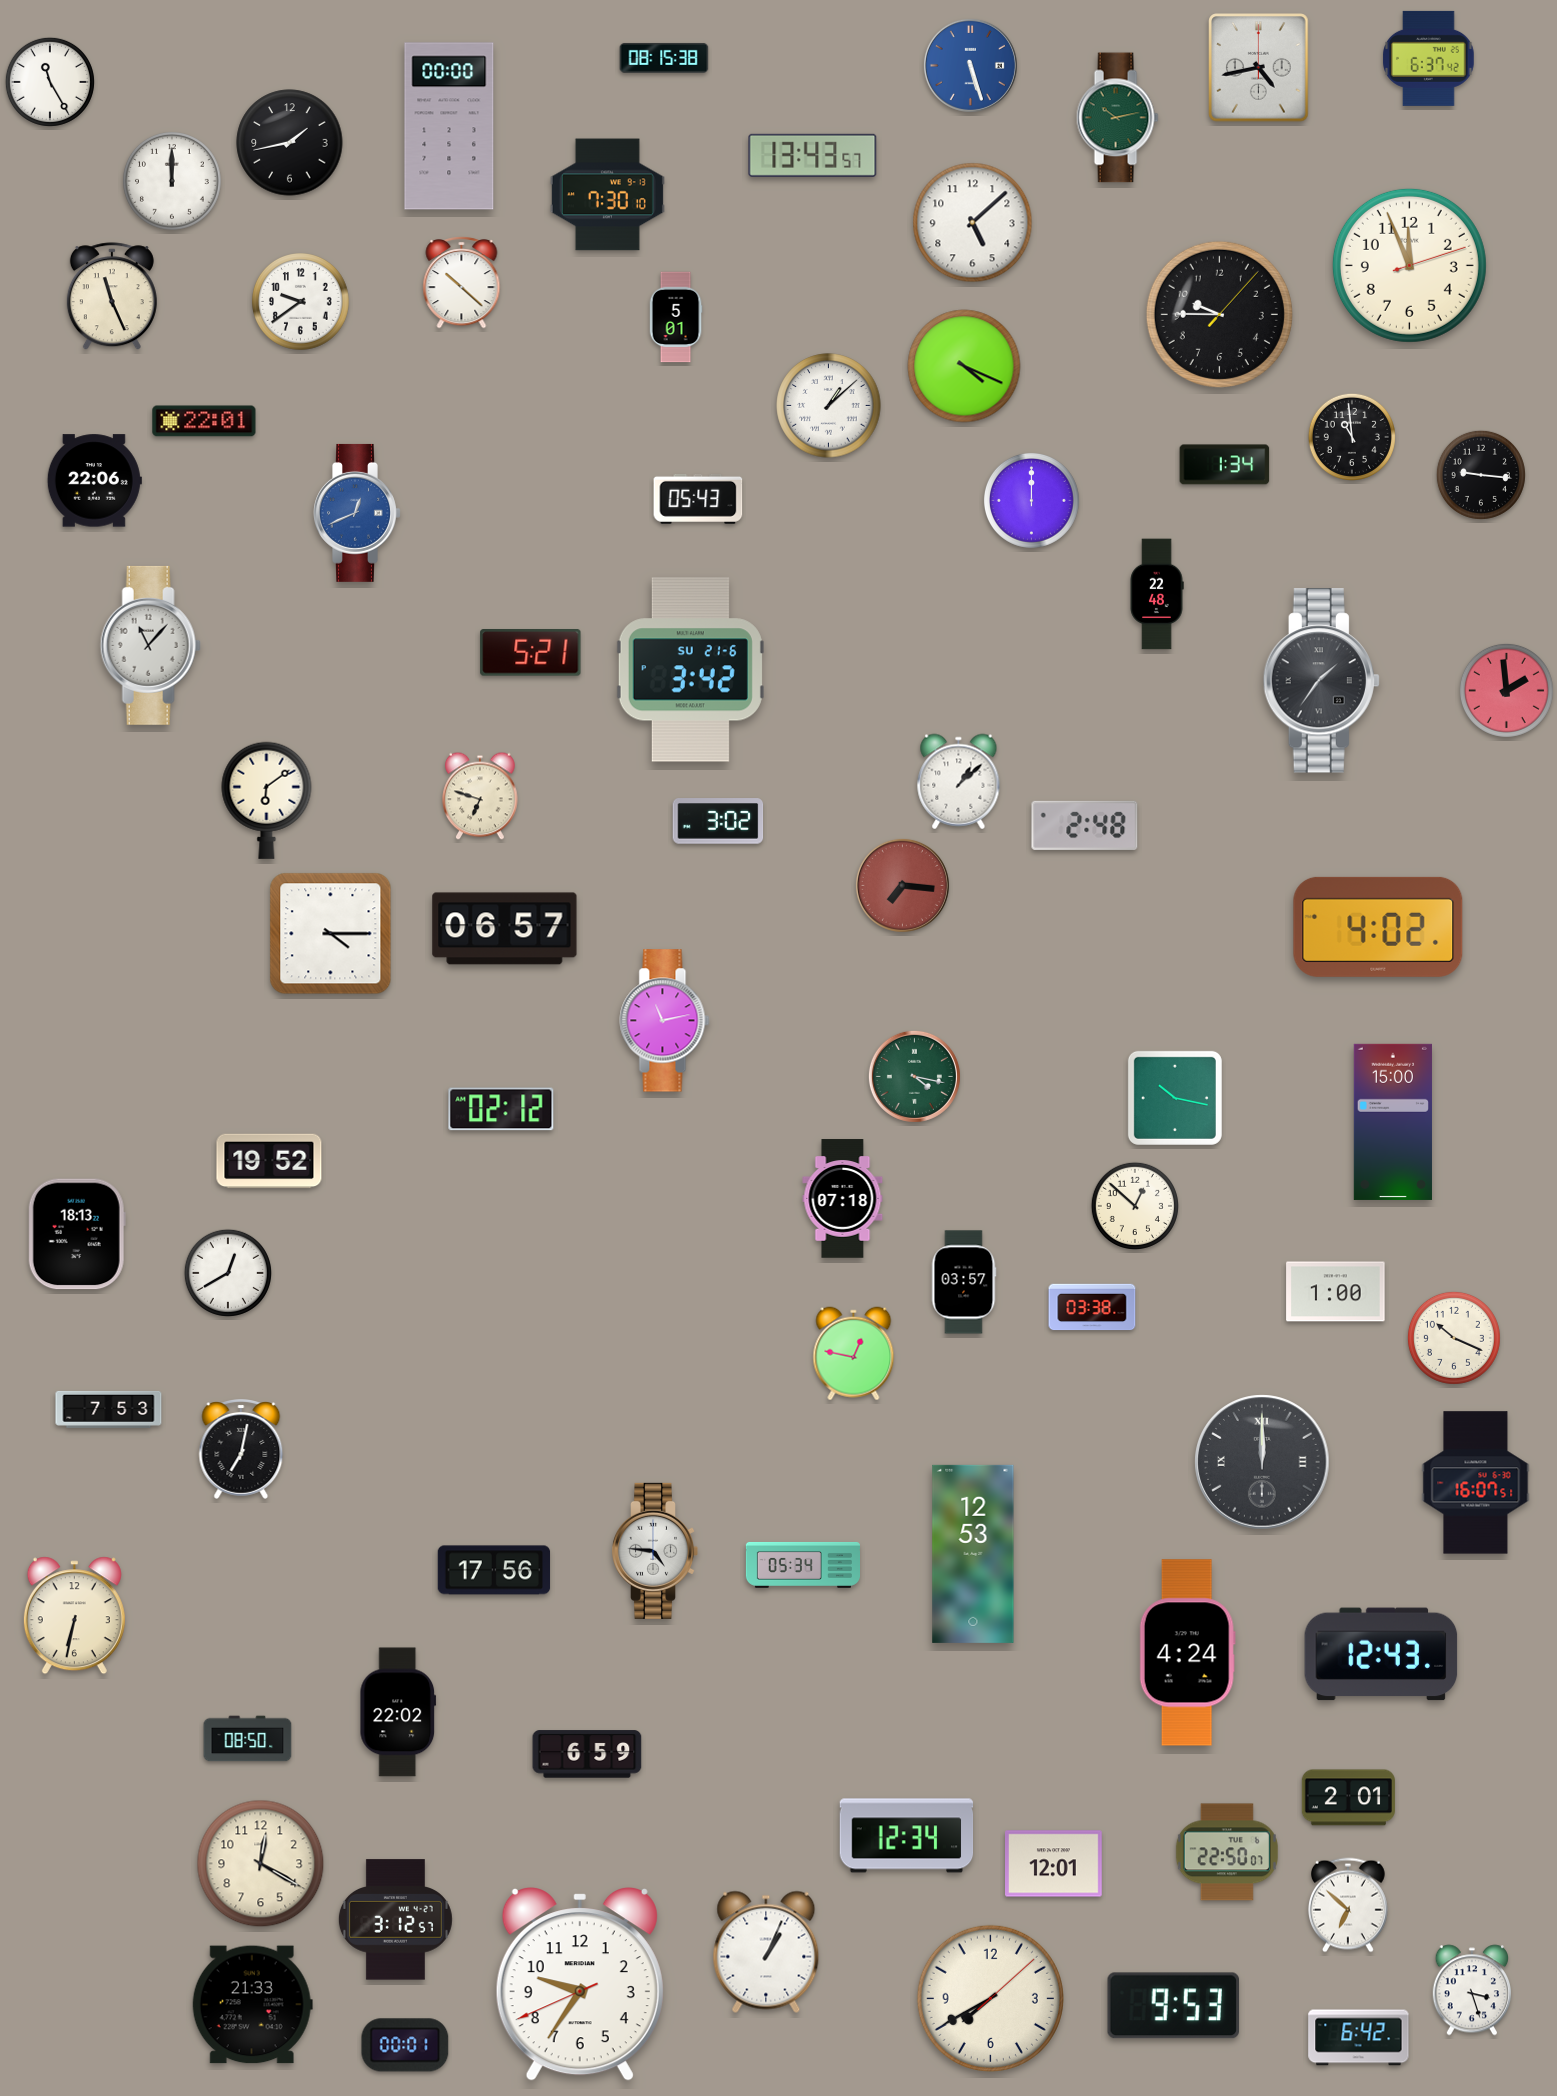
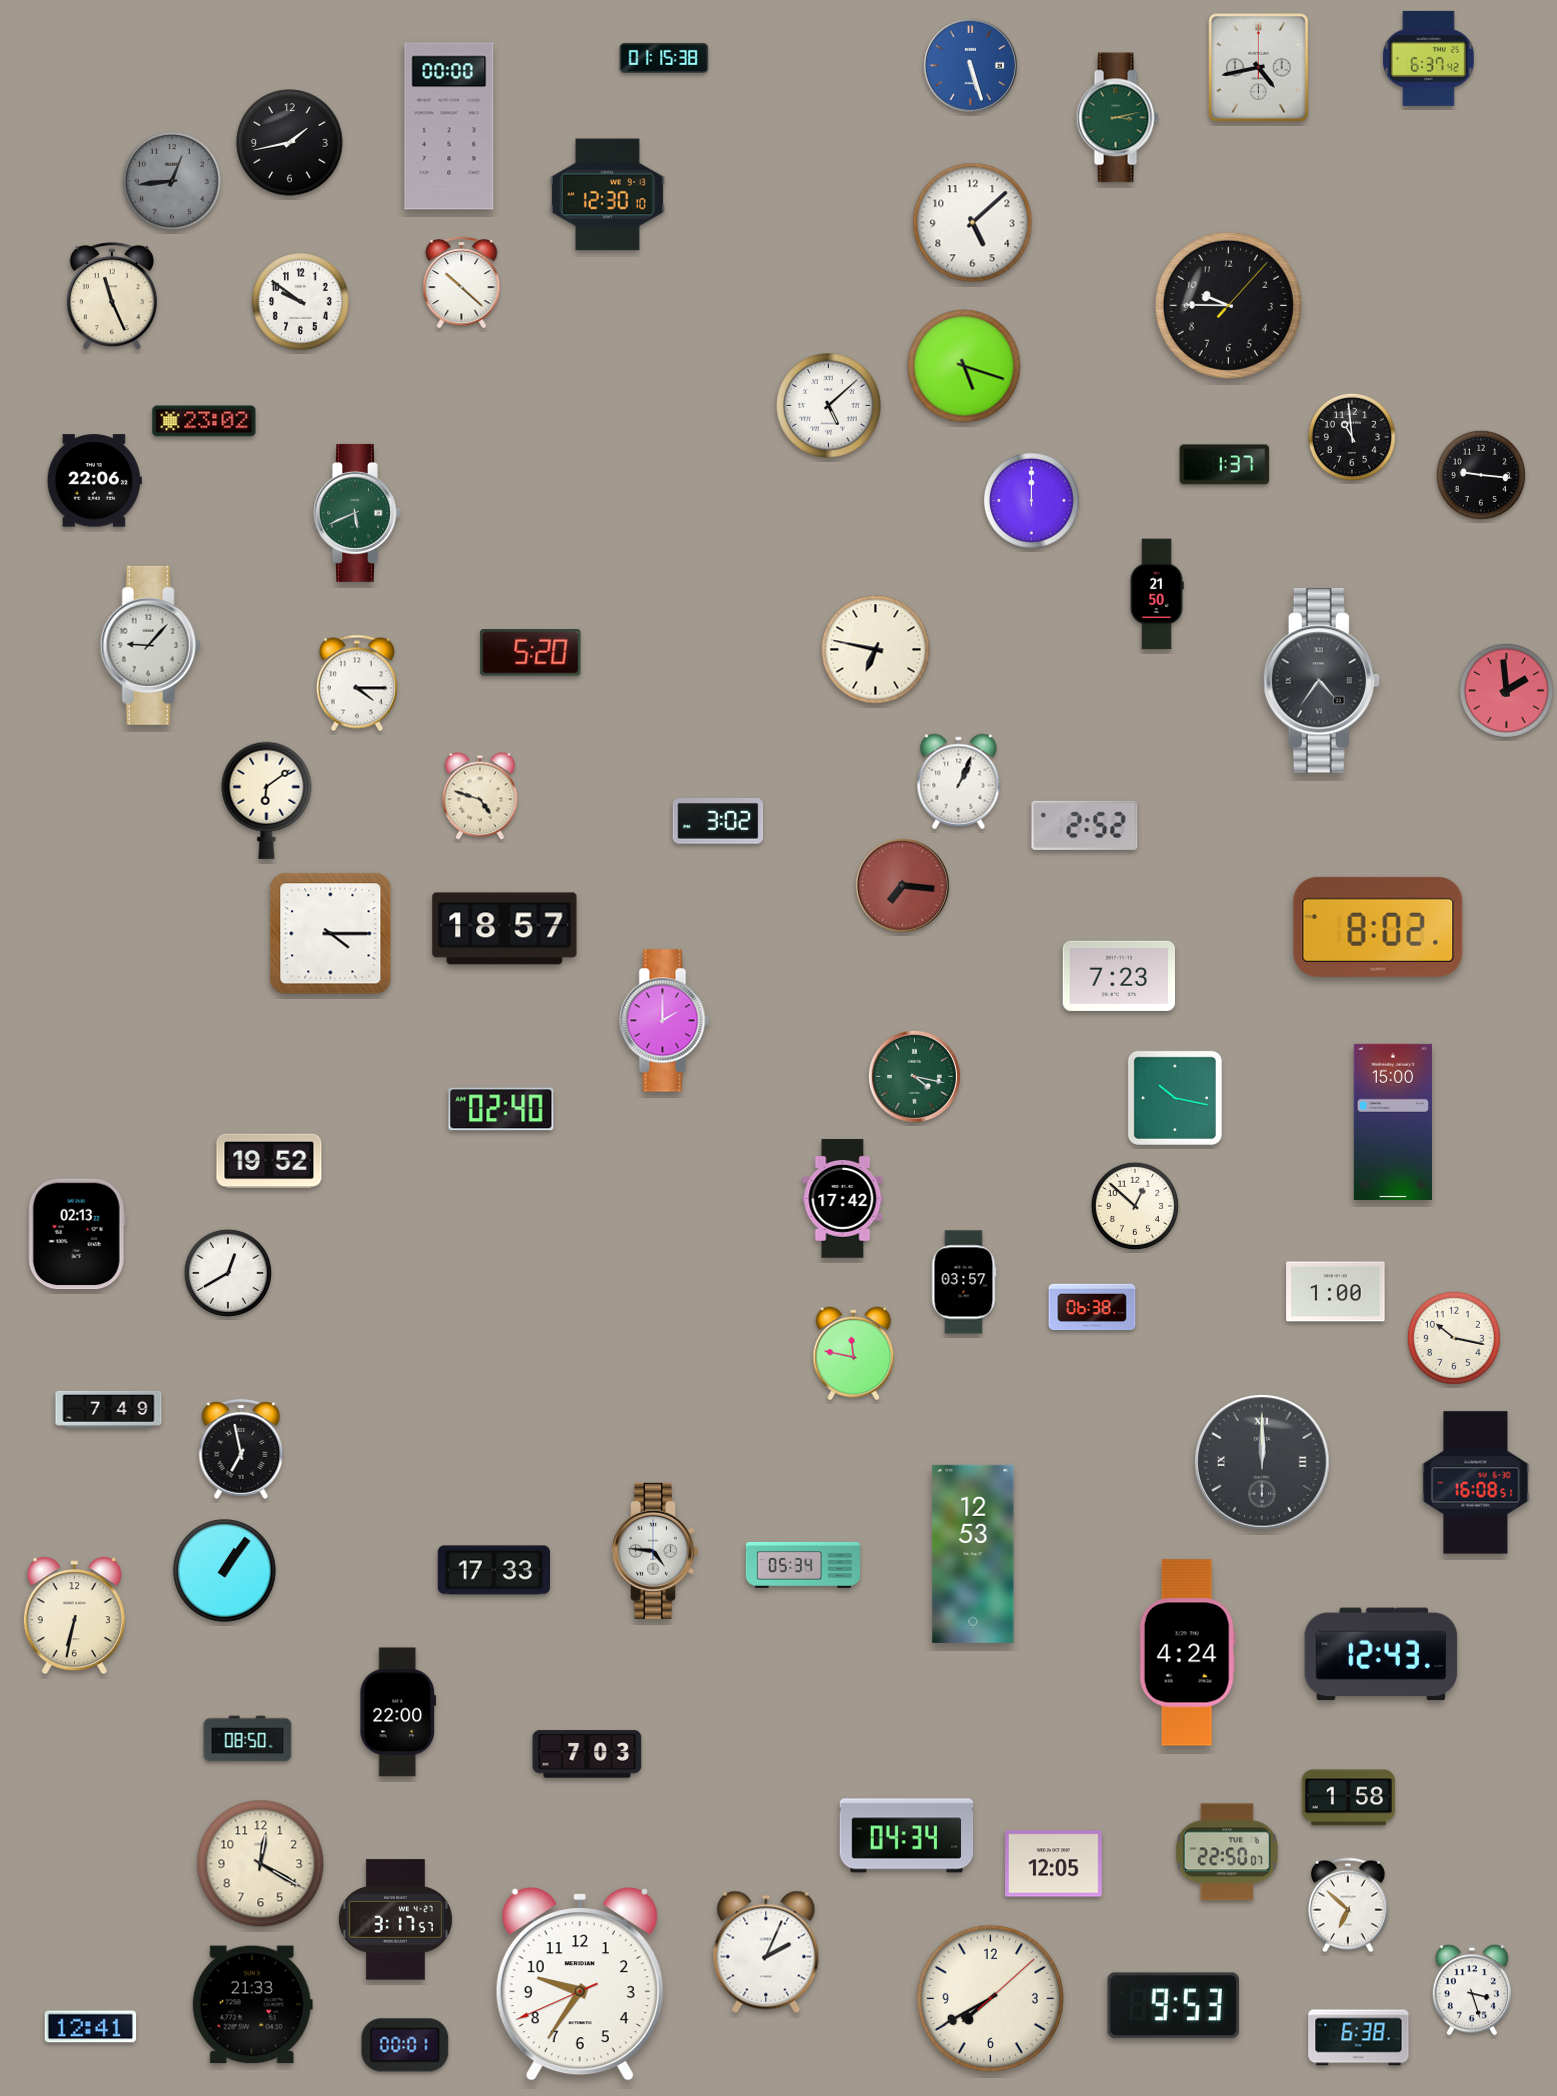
clock at (664, 58): 08:15 -> 01:15
clock at (50, 82): 11:25 -> none
clock at (1117, 118): 10:13 -> 3:13
clock at (813, 155): 13:43 -> none
clock at (173, 182): 12:00 -> 12:44
clock at (173, 182) dial: white -> grey
clock at (607, 195): 7:30 -> 12:30
clock at (1409, 265): 11:56 -> none
clock at (301, 302): 9:39 -> 9:51
clock at (1219, 314) position: (1219, 314) -> (1228, 305)
clock at (676, 317): 5:01 -> none
clock at (964, 366): 4:19 -> 5:18
clock at (829, 406): 1:08 -> 5:08
clock at (204, 421): 22:01 -> 23:02
clock at (1225, 465): 1:34 -> 1:37
clock at (698, 499): 05:43 -> none
clock at (357, 513): 12:41 -> 5:41
clock at (357, 513) dial: blue -> green
clock at (1157, 594): 22:48 -> 21:50
clock at (150, 645): 11:07 -> 9:07
clock at (876, 650): none -> 6:47
clock at (531, 653): 5:21 -> 5:20
clock at (690, 670): 3:42 -> none
clock at (1321, 681): 1:36 -> 4:36
clock at (357, 683): none -> 4:15
clock at (959, 782): 1:08 -> 1:04
clock at (480, 796): 6:48 -> 4:48
clock at (1085, 825): 2:48 -> 2:52
clock at (1378, 927): 4:02 -> 8:02
clock at (505, 929): 06:57 -> 18:57
clock at (1119, 976): none -> 7:23
clock at (665, 1021): 11:13 -> 2:00
clock at (501, 1109): 02:12 -> 02:40
clock at (843, 1199): 07:18 -> 17:42
clock at (77, 1234): 18:13 -> 02:13
clock at (1092, 1307): 03:38 -> 06:38
clock at (1454, 1338): 10:19 -> 10:17
clock at (854, 1354): 12:47 -> 11:47
clock at (109, 1409): 7:53 -> 7:49
clock at (241, 1450): 7:02 -> 6:58
clock at (1476, 1483): 16:07 -> 16:08
clock at (494, 1570): 17:56 -> 17:33
clock at (225, 1571): none -> 1:06
clock at (398, 1712): 22:02 -> 22:00
clock at (587, 1754): 6:59 -> 7:03
clock at (1348, 1798): 2:01 -> 1:58
clock at (907, 1836): 12:34 -> 04:34
clock at (1054, 1864): 12:01 -> 12:05
clock at (395, 1920): 3:12 -> 3:17
clock at (766, 1952): 1:04 -> 2:04
clock at (91, 2027): none -> 12:41
clock at (1359, 2038): 6:42 -> 6:38
